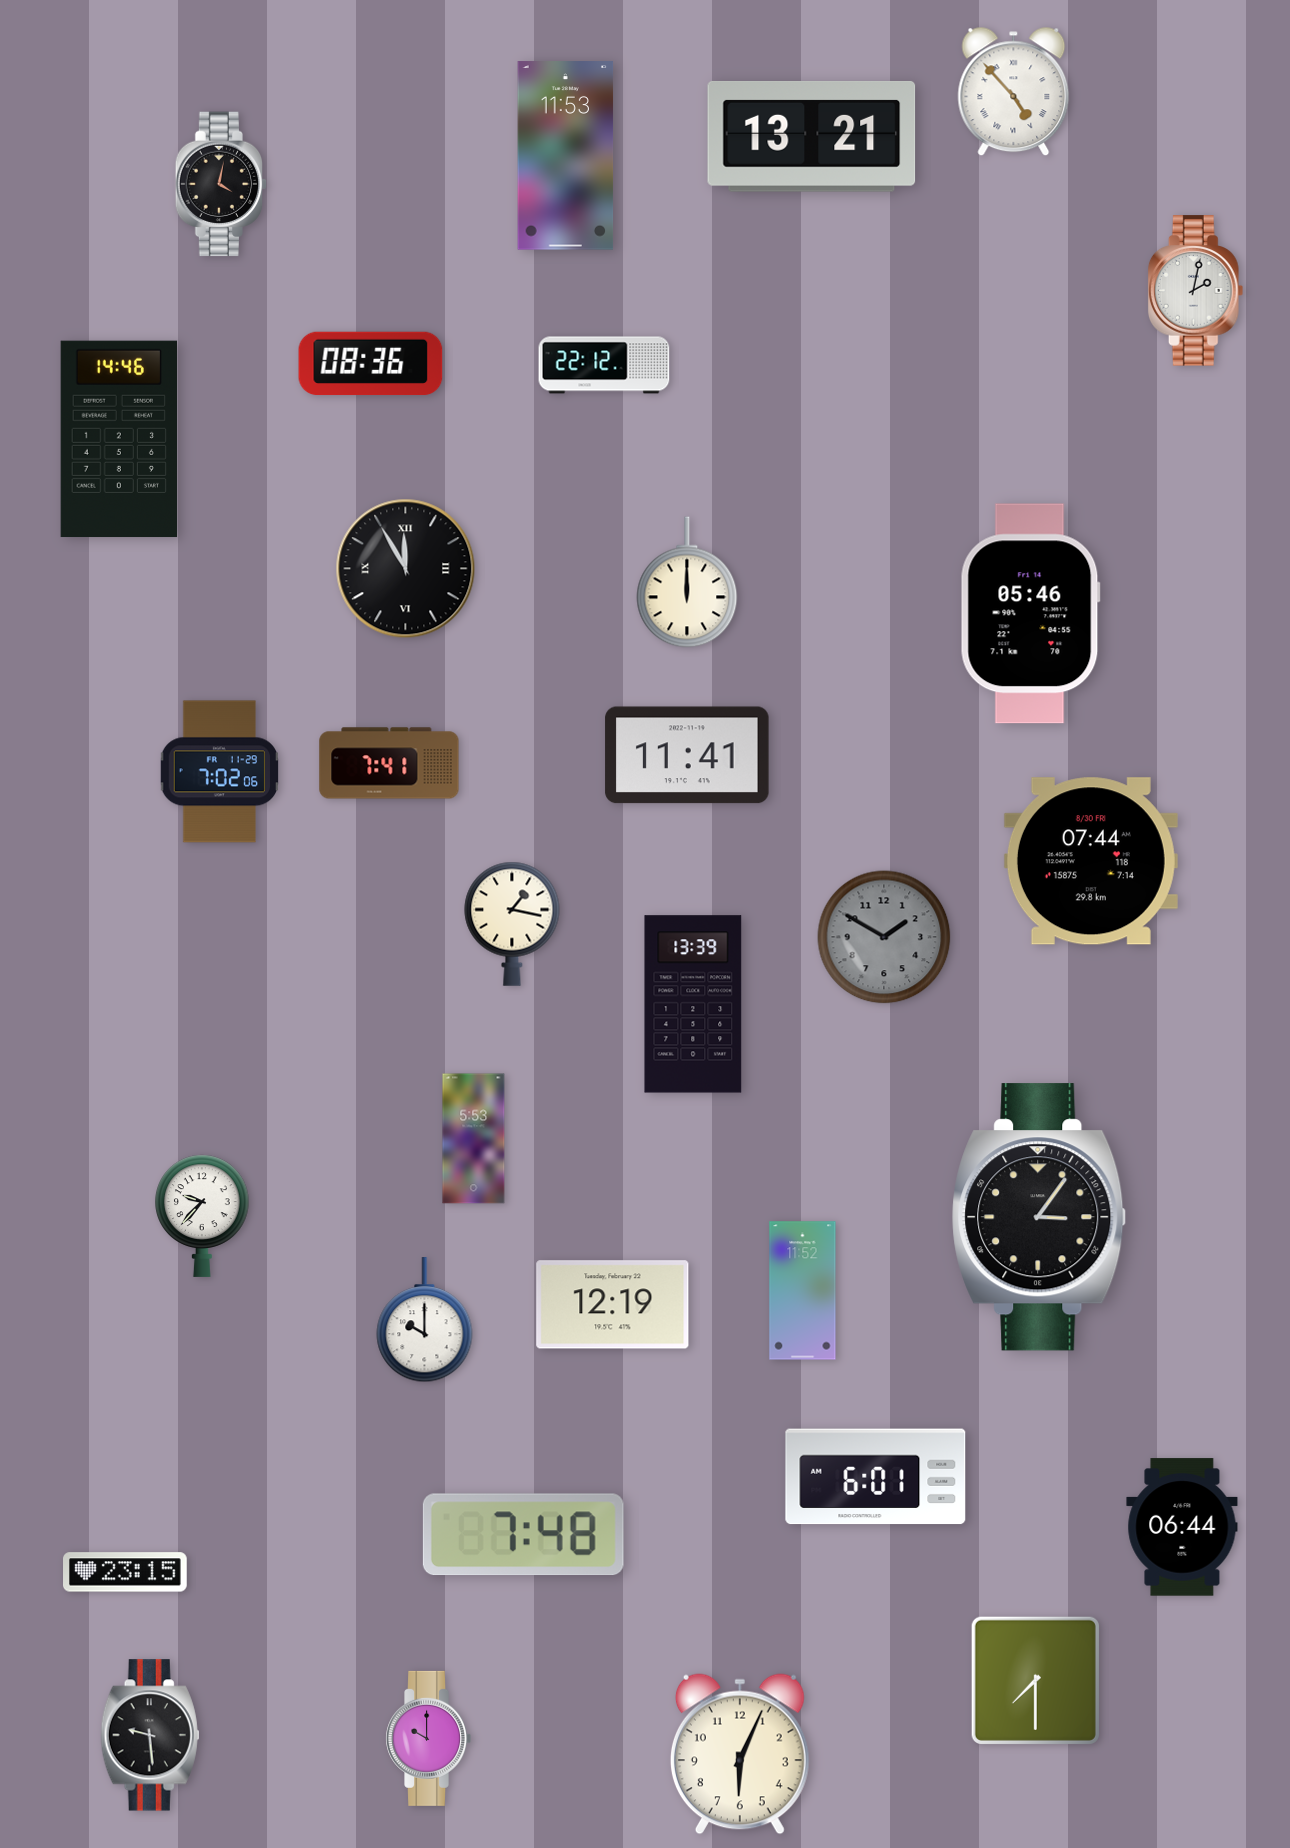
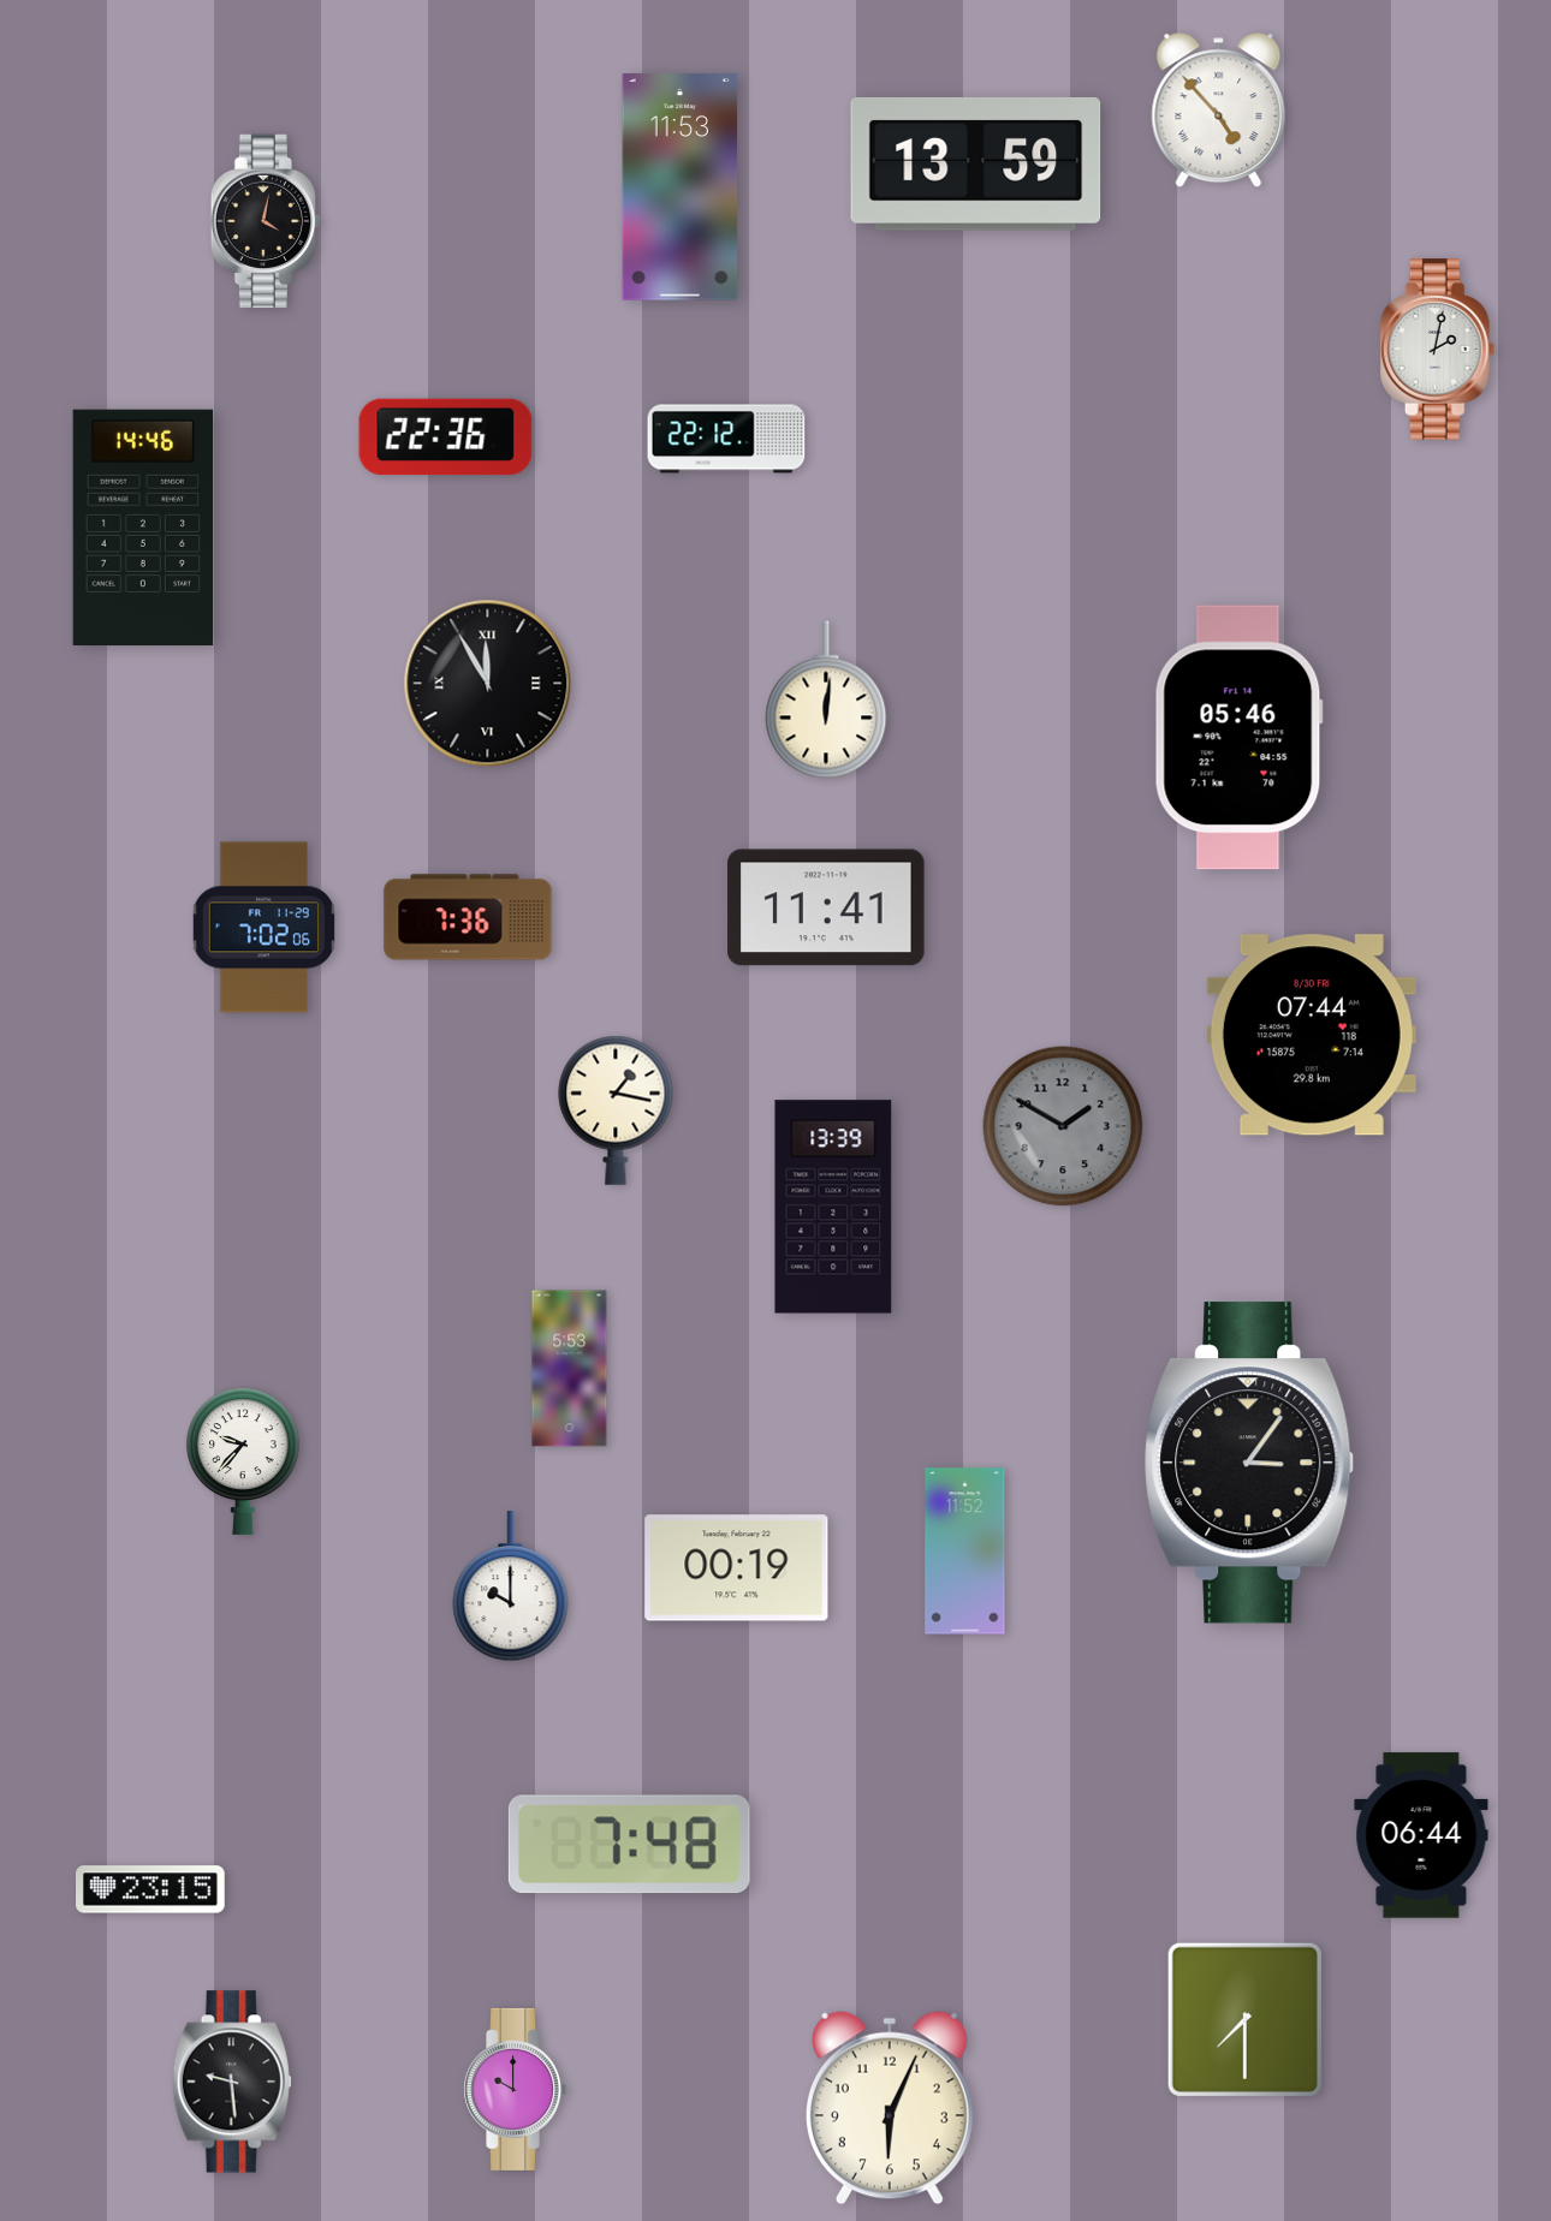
clock at (812, 137): 13:21 -> 13:59
clock at (371, 364): 08:36 -> 22:36
clock at (687, 582): 12:00 -> 12:01
clock at (389, 763): 7:41 -> 7:36
clock at (613, 1305): 12:19 -> 00:19
clock at (876, 1477): 6:01 -> none
clock at (150, 1735) position: (150, 1735) -> (232, 2082)
